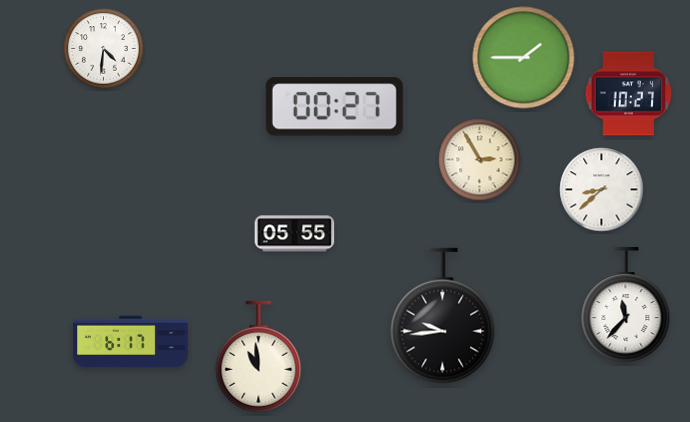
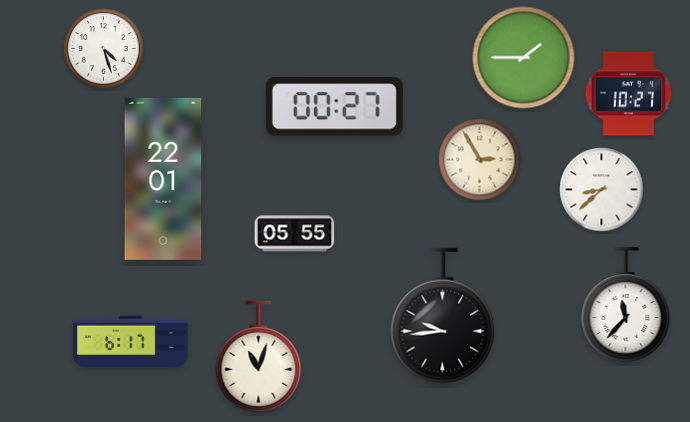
clock at (104, 49): 4:31 -> 4:27
clock at (163, 179): none -> 22:01
clock at (259, 357): 10:59 -> 11:03
